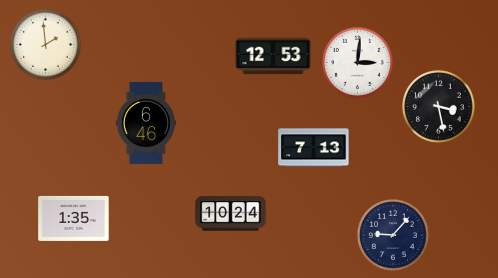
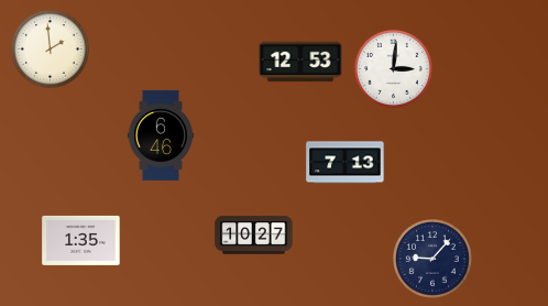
clock at (439, 107): 3:28 -> none
clock at (231, 214): 10:24 -> 10:27
